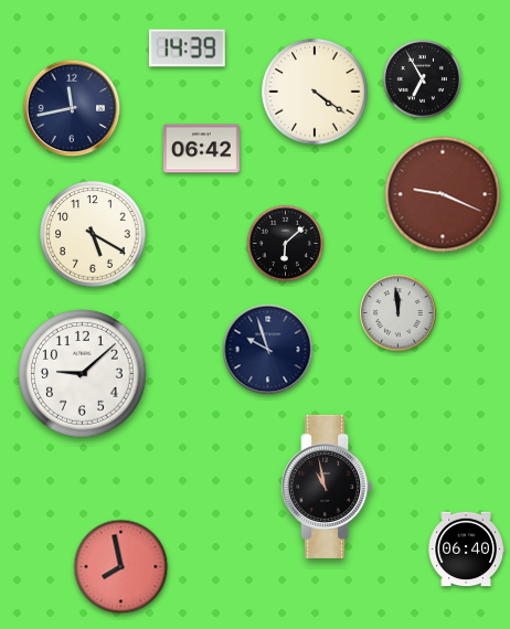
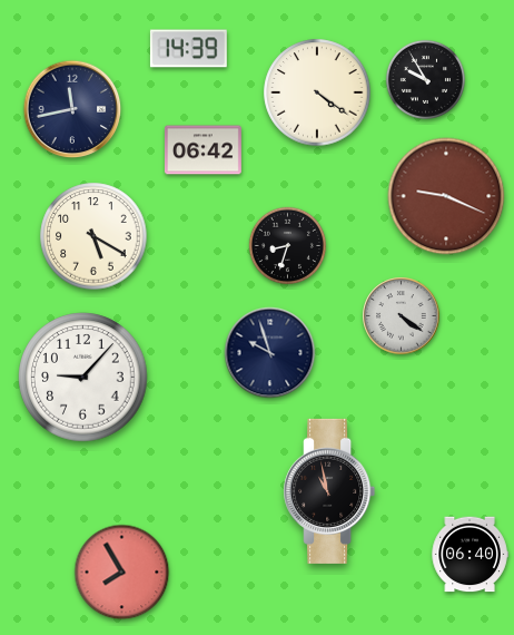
clock at (422, 78): 6:55 -> 9:55
clock at (286, 244): 6:08 -> 8:33
clock at (399, 313): 11:59 -> 4:21
clock at (83, 374): 9:08 -> 9:07
clock at (121, 567): 7:58 -> 7:55
